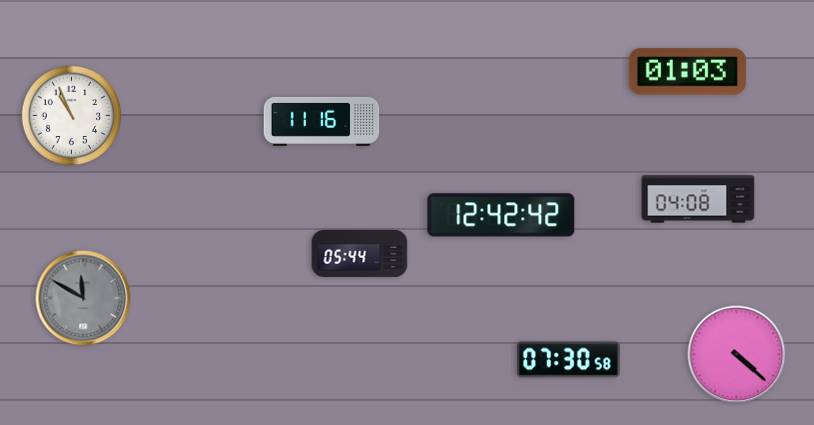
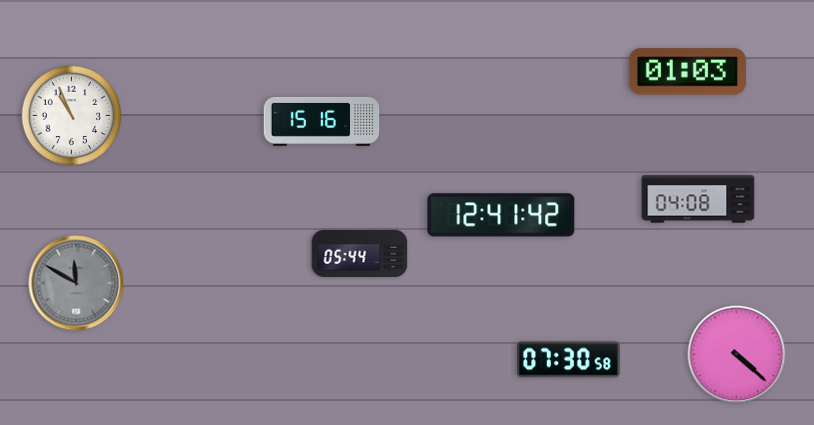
clock at (322, 121): 11:16 -> 15:16
clock at (501, 215): 12:42 -> 12:41
clock at (83, 298) position: (83, 298) -> (76, 283)
